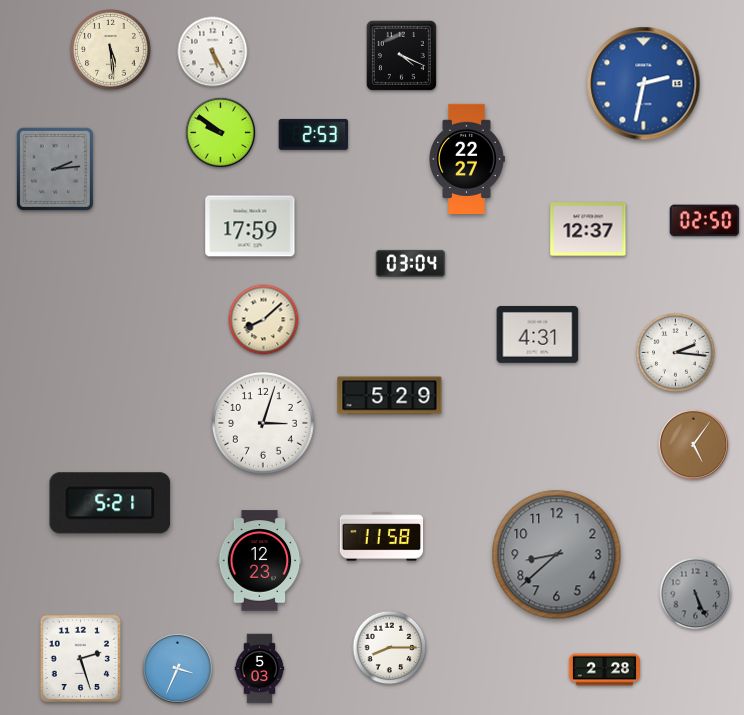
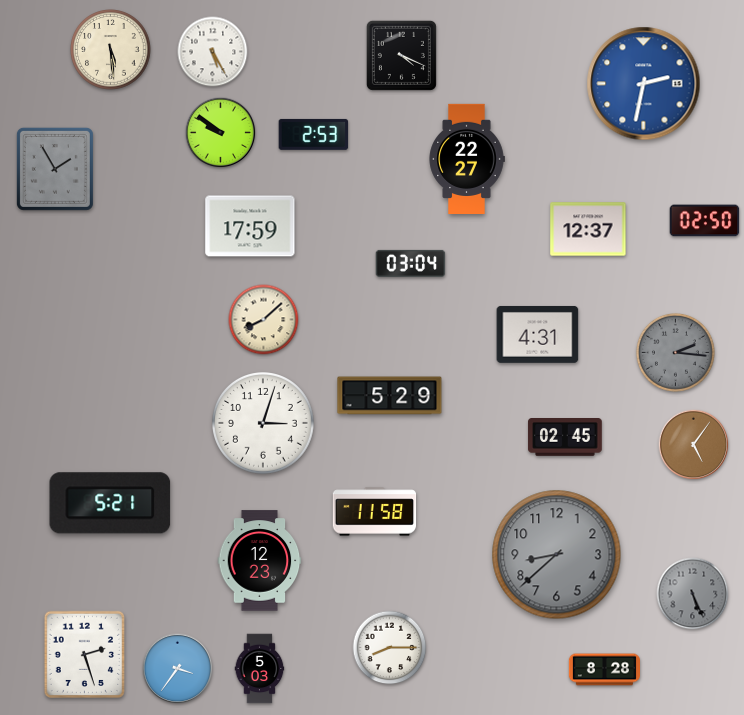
clock at (55, 169): 2:14 -> 1:55
clock at (675, 352) dial: white -> grey
clock at (565, 437): none -> 02:45
clock at (382, 537) position: (382, 537) -> (375, 512)
clock at (696, 594) position: (696, 594) -> (693, 594)
clock at (80, 658) position: (80, 658) -> (84, 654)
clock at (178, 669): 3:34 -> 3:36
clock at (604, 670): 2:28 -> 8:28
